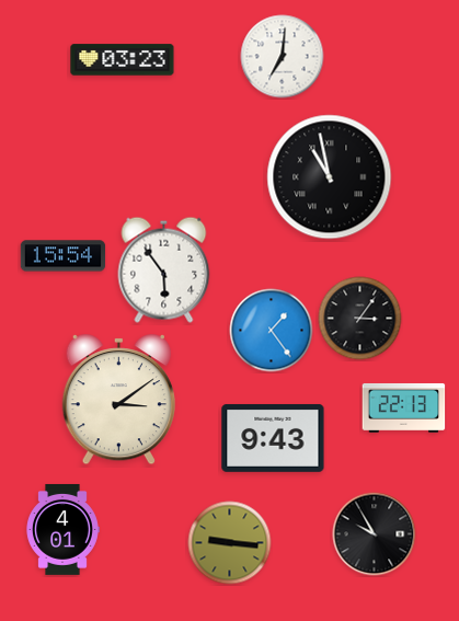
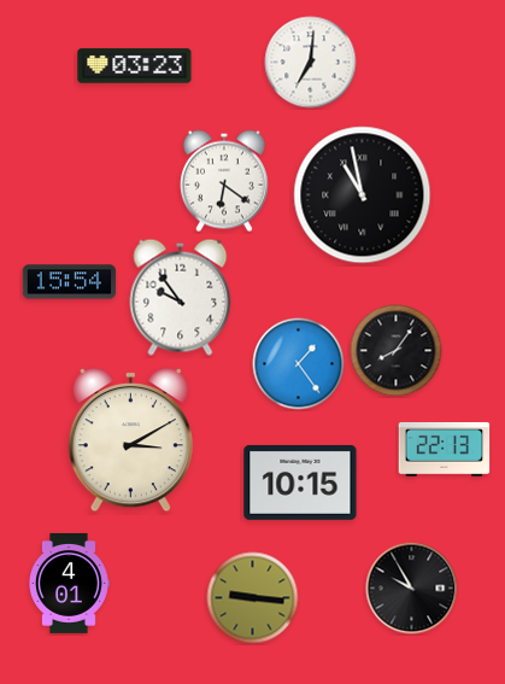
clock at (224, 181): none -> 6:21
clock at (164, 269): 5:54 -> 9:54
clock at (360, 319): 3:06 -> 8:06
clock at (118, 401): 3:09 -> 3:10
clock at (273, 438): 9:43 -> 10:15
